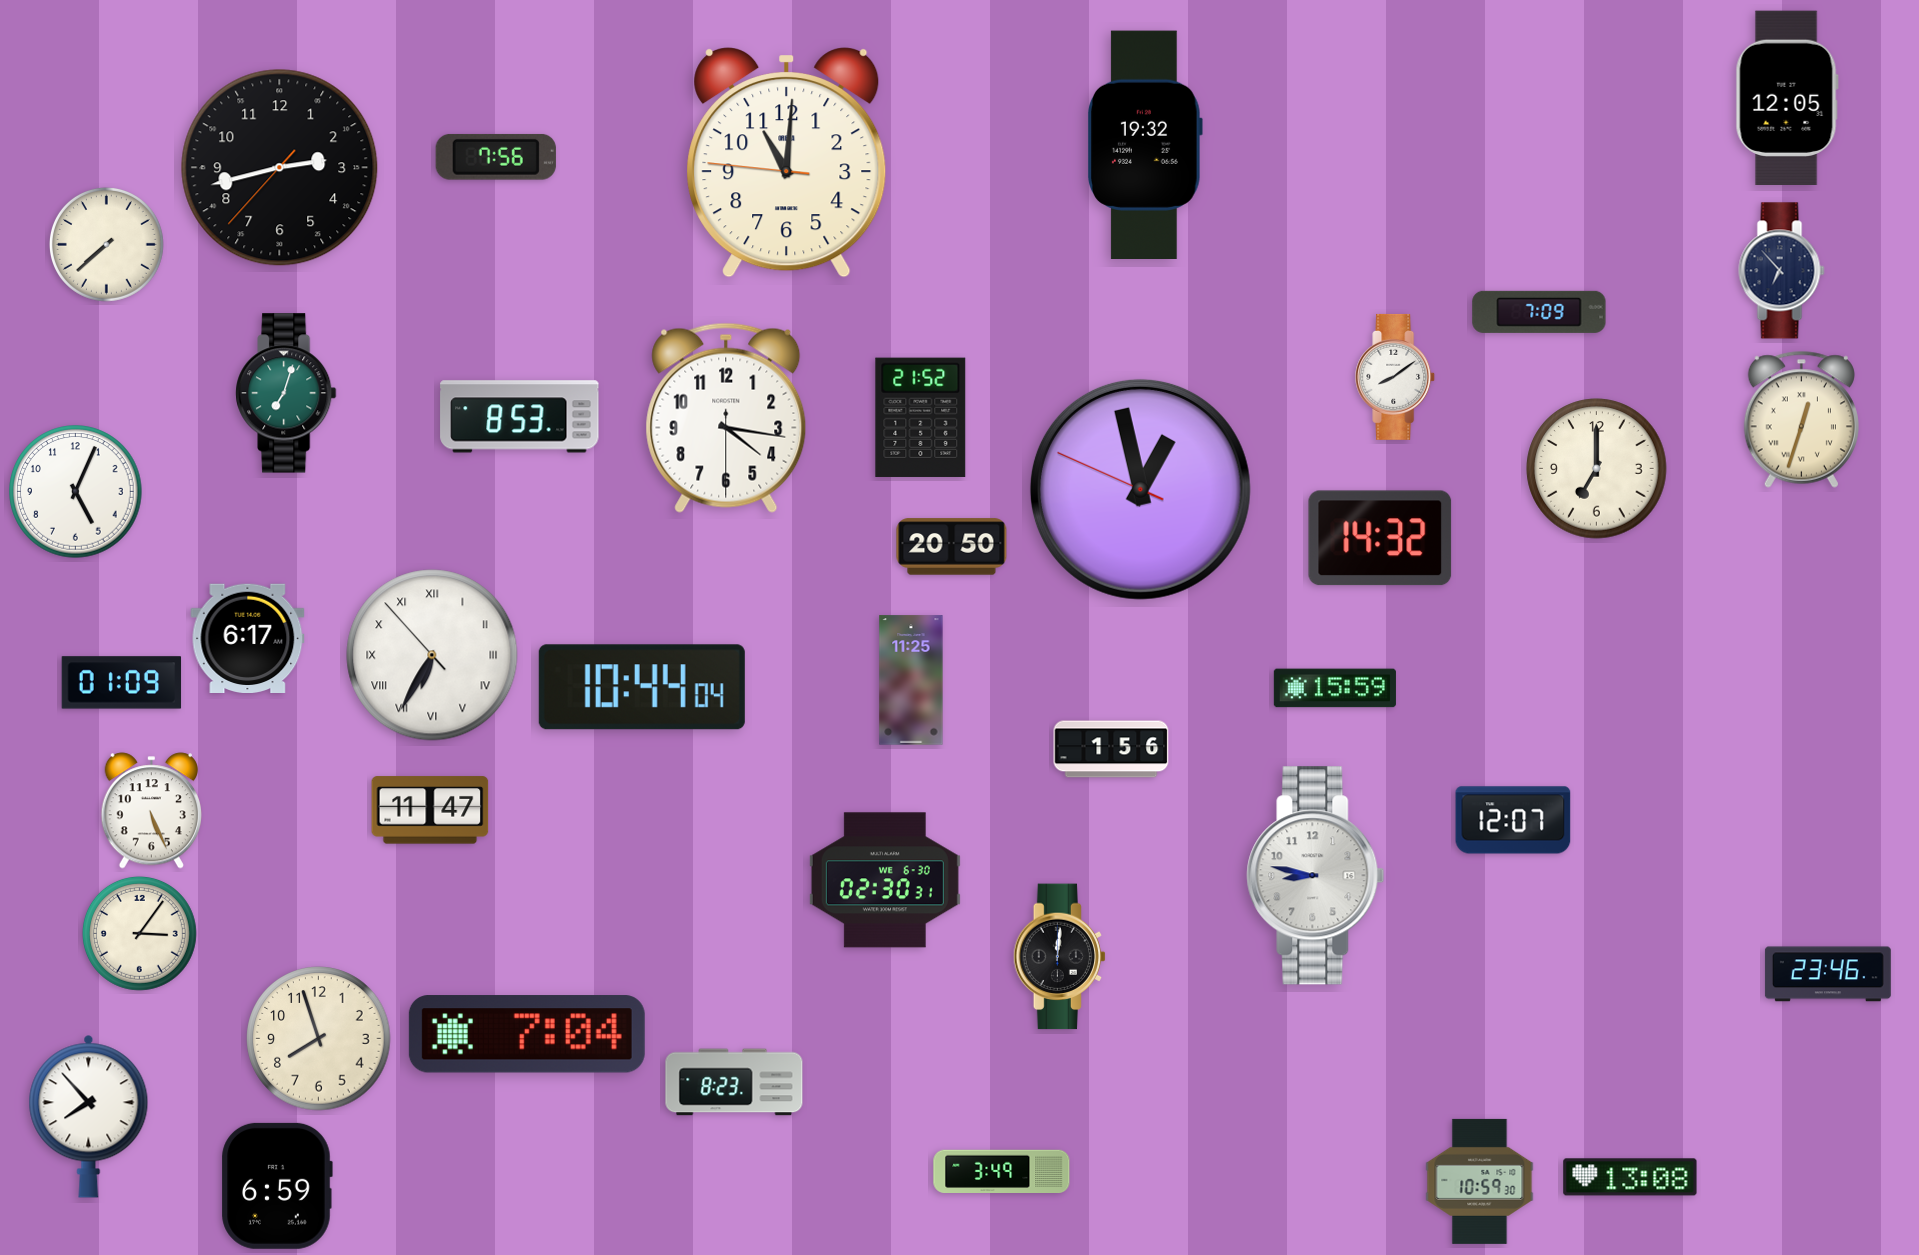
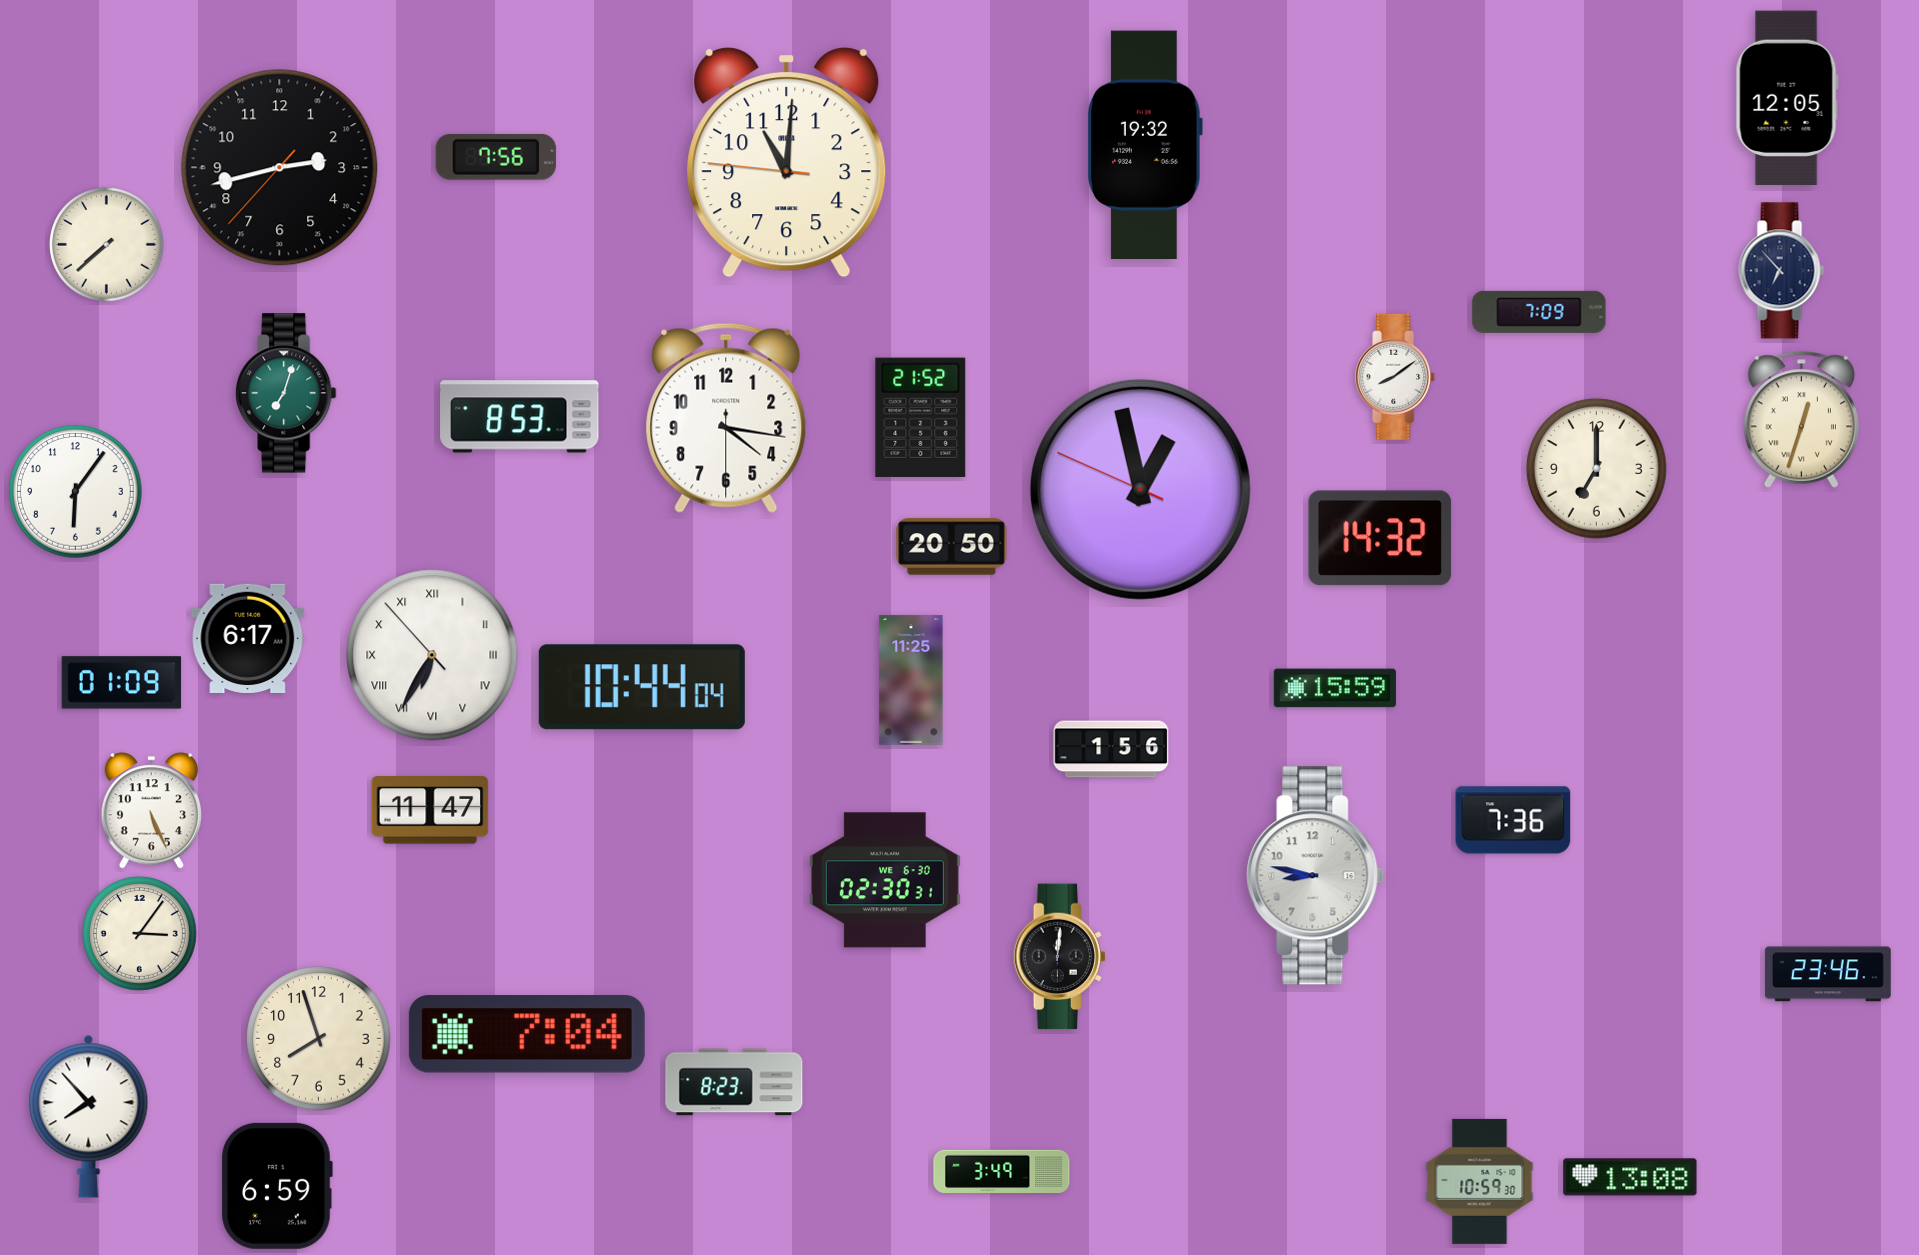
clock at (76, 492): 5:04 -> 6:06
clock at (1513, 820): 12:07 -> 7:36
